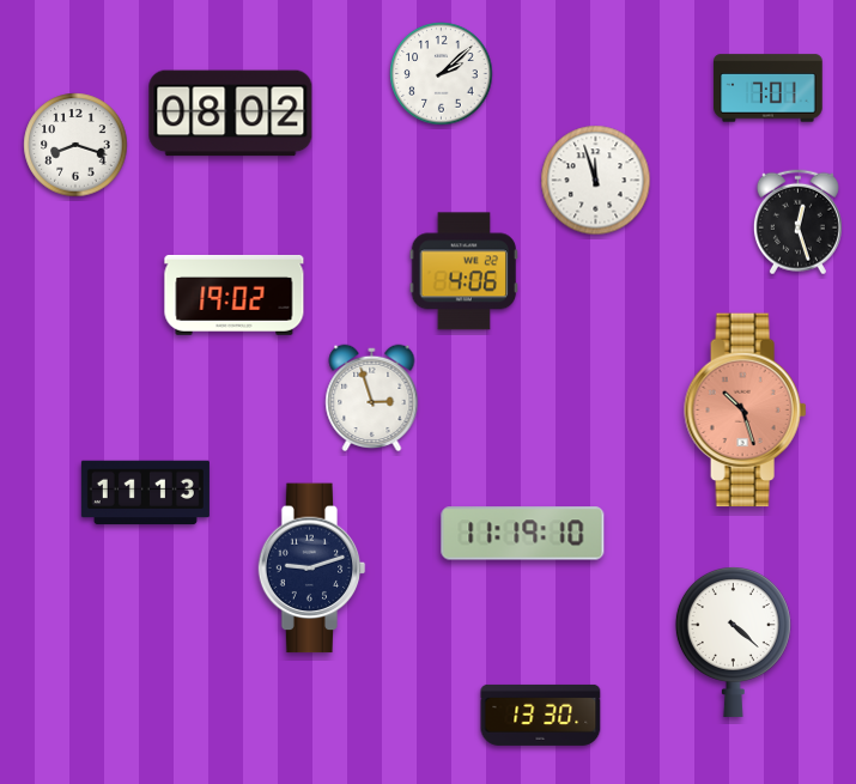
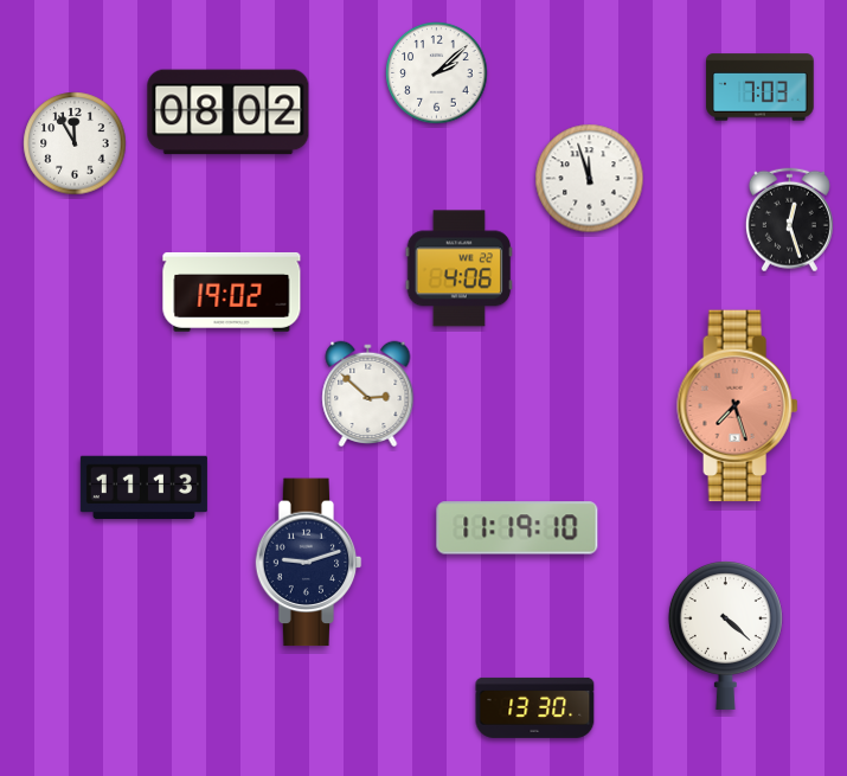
clock at (769, 89): 7:01 -> 7:03
clock at (75, 145): 8:18 -> 11:55
clock at (372, 399): 2:57 -> 2:52
clock at (746, 411): 10:27 -> 7:27
